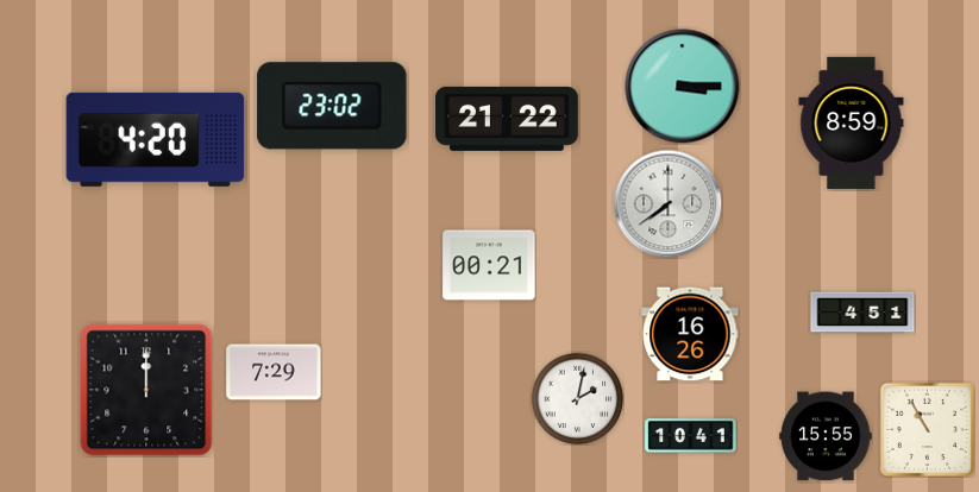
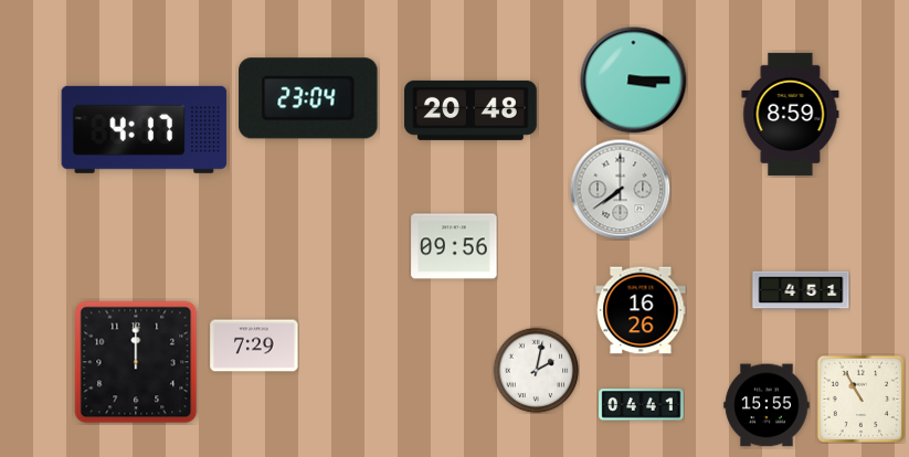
clock at (332, 106): 23:02 -> 23:04
clock at (507, 119): 21:22 -> 20:48
clock at (156, 139): 4:20 -> 4:17
clock at (489, 265): 00:21 -> 09:56
clock at (691, 436): 10:41 -> 04:41
